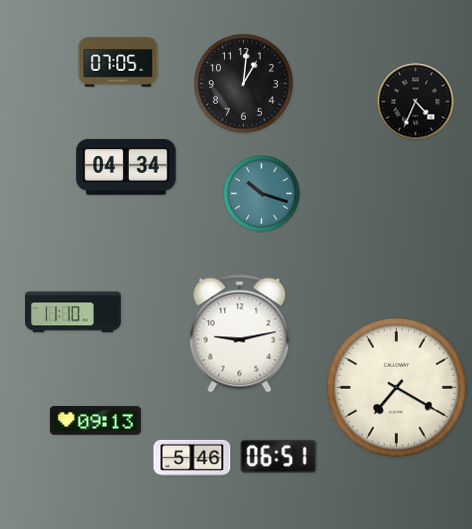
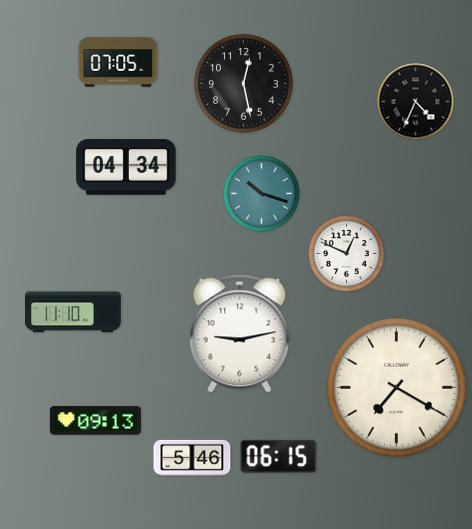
clock at (244, 84): 1:01 -> 12:28
clock at (347, 254): none -> 12:49
clock at (279, 456): 06:51 -> 06:15
